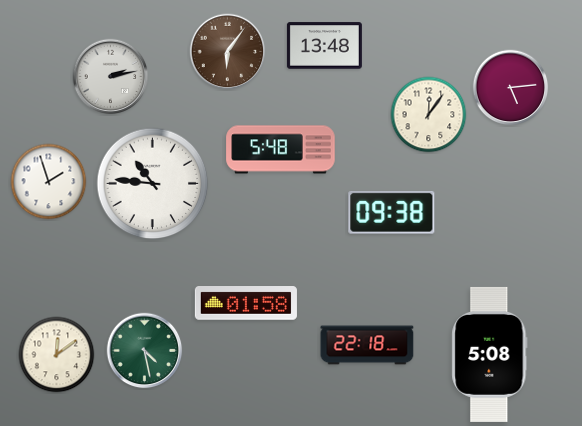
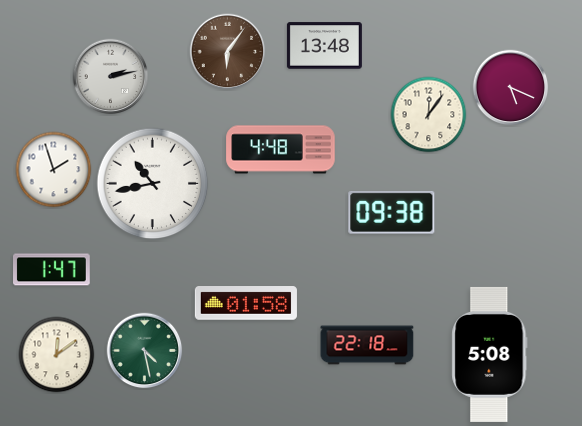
clock at (511, 88): 5:14 -> 5:19
clock at (281, 150): 5:48 -> 4:48
clock at (49, 182) position: (49, 182) -> (54, 170)
clock at (153, 184): 10:46 -> 10:43
clock at (52, 270): none -> 1:47
